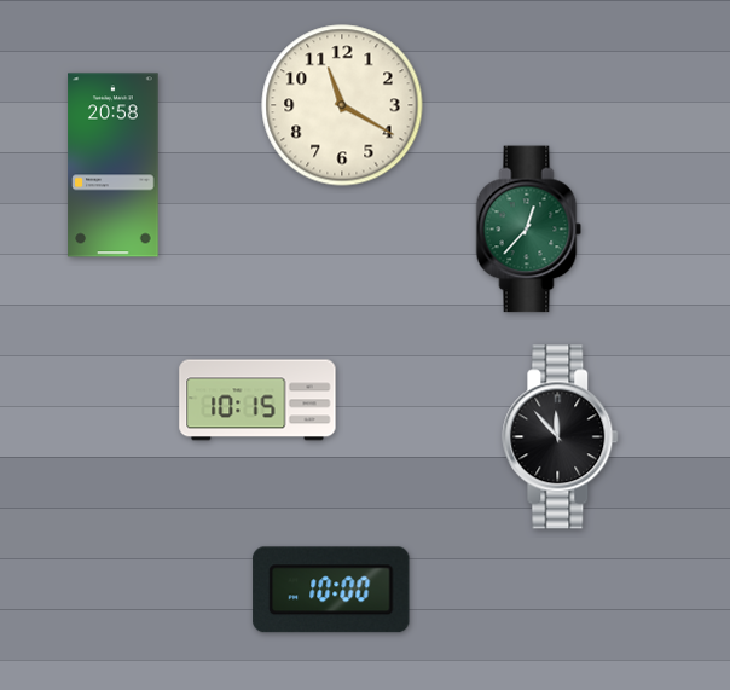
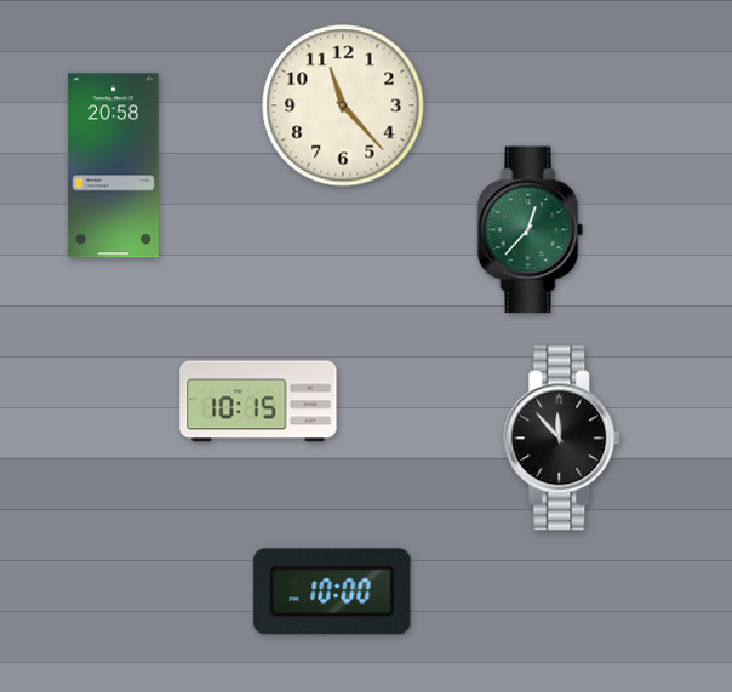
clock at (342, 105): 11:20 -> 11:23
